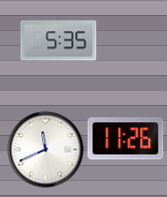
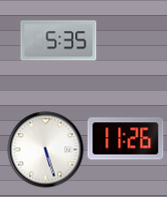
clock at (46, 150): 11:41 -> 5:27
